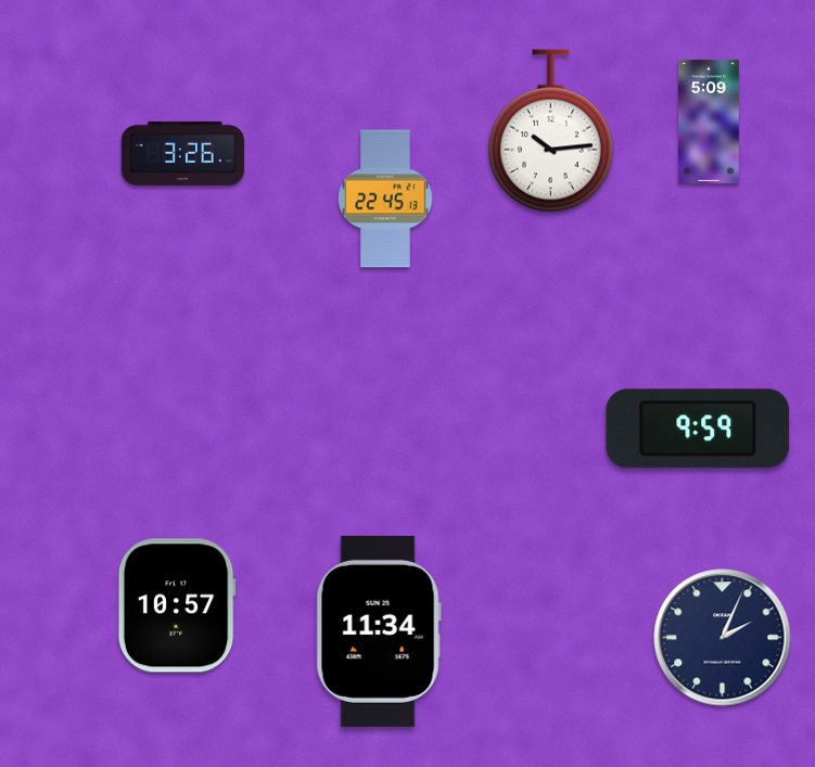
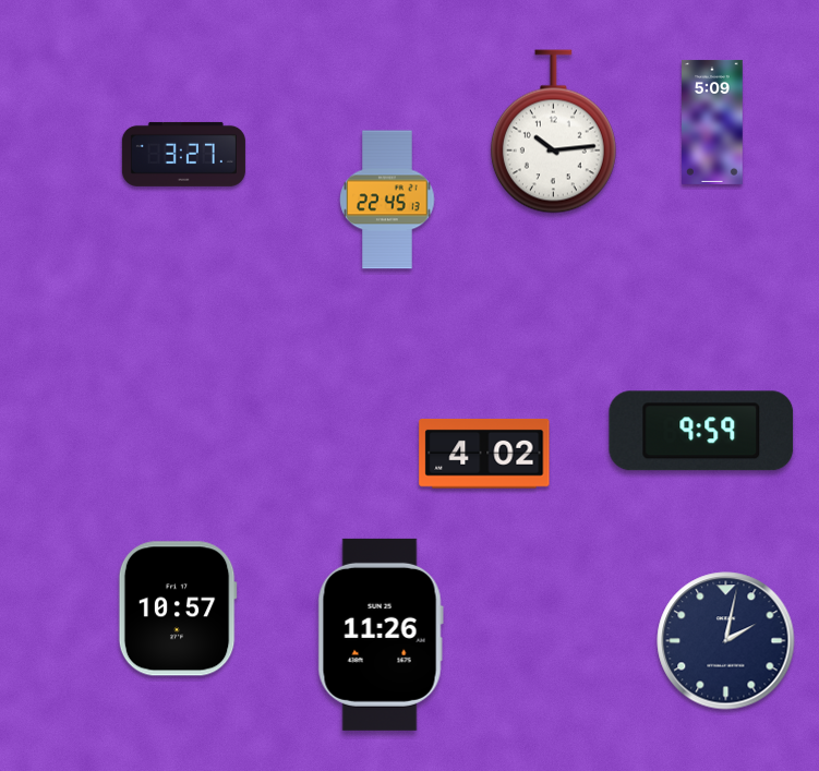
clock at (182, 153): 3:26 -> 3:27
clock at (484, 454): none -> 4:02
clock at (379, 631): 11:34 -> 11:26
clock at (723, 638): 2:04 -> 2:02
